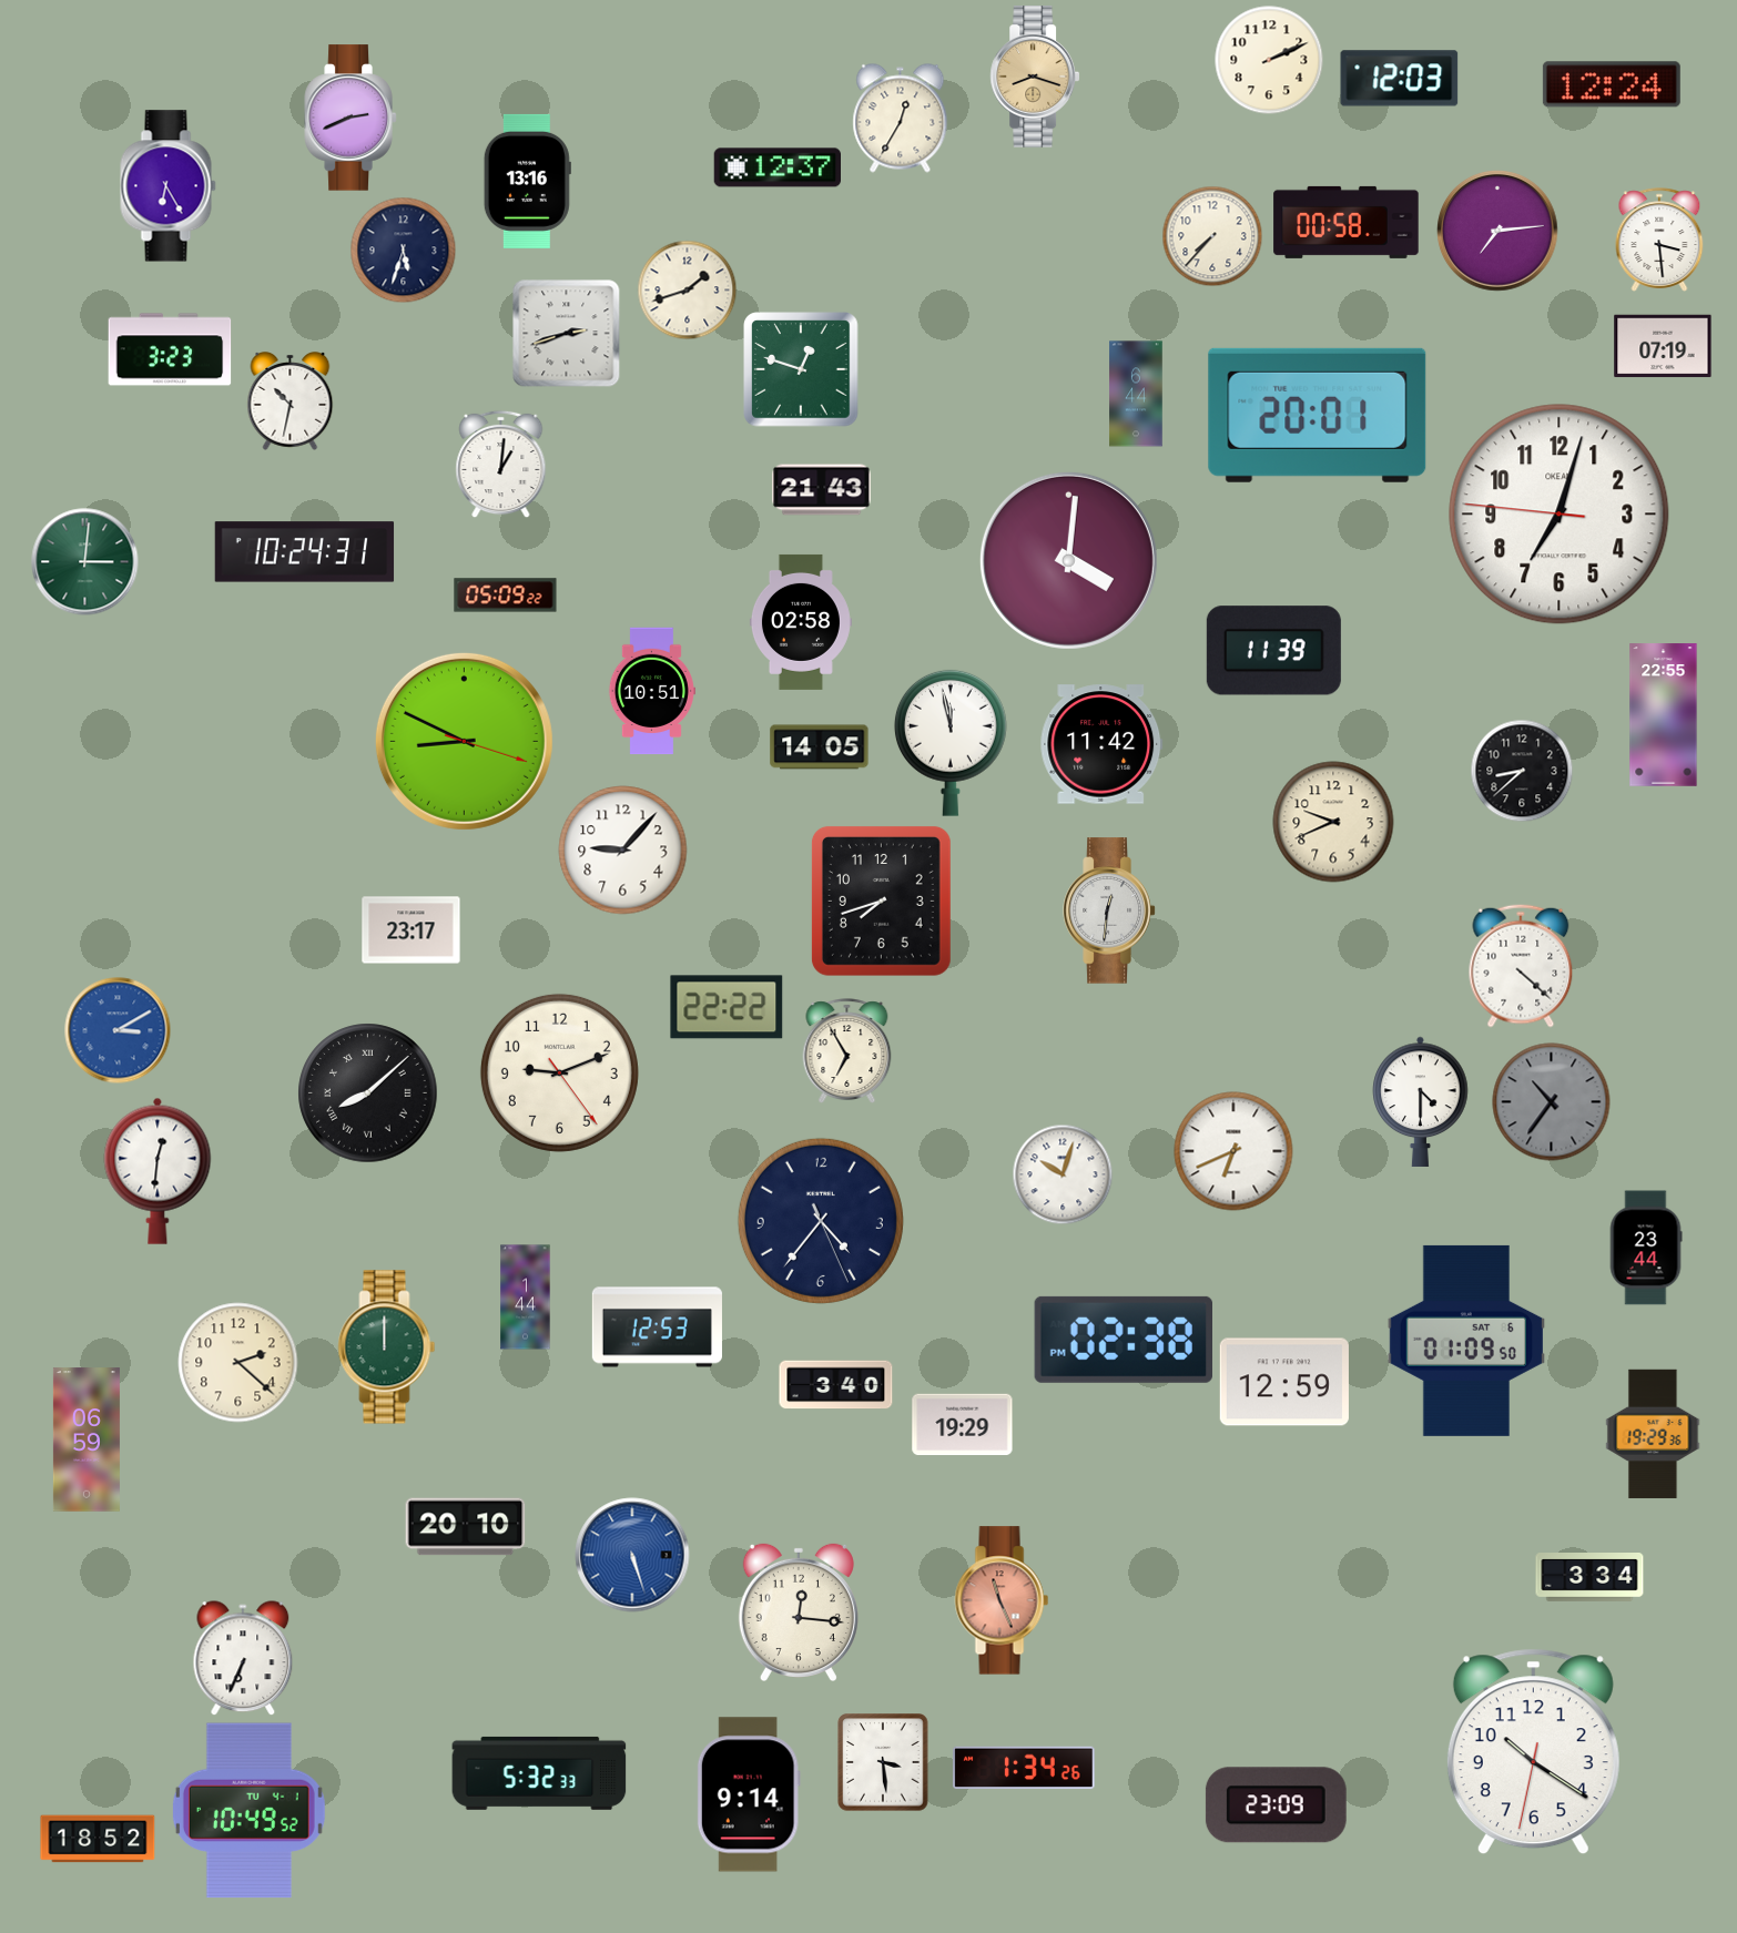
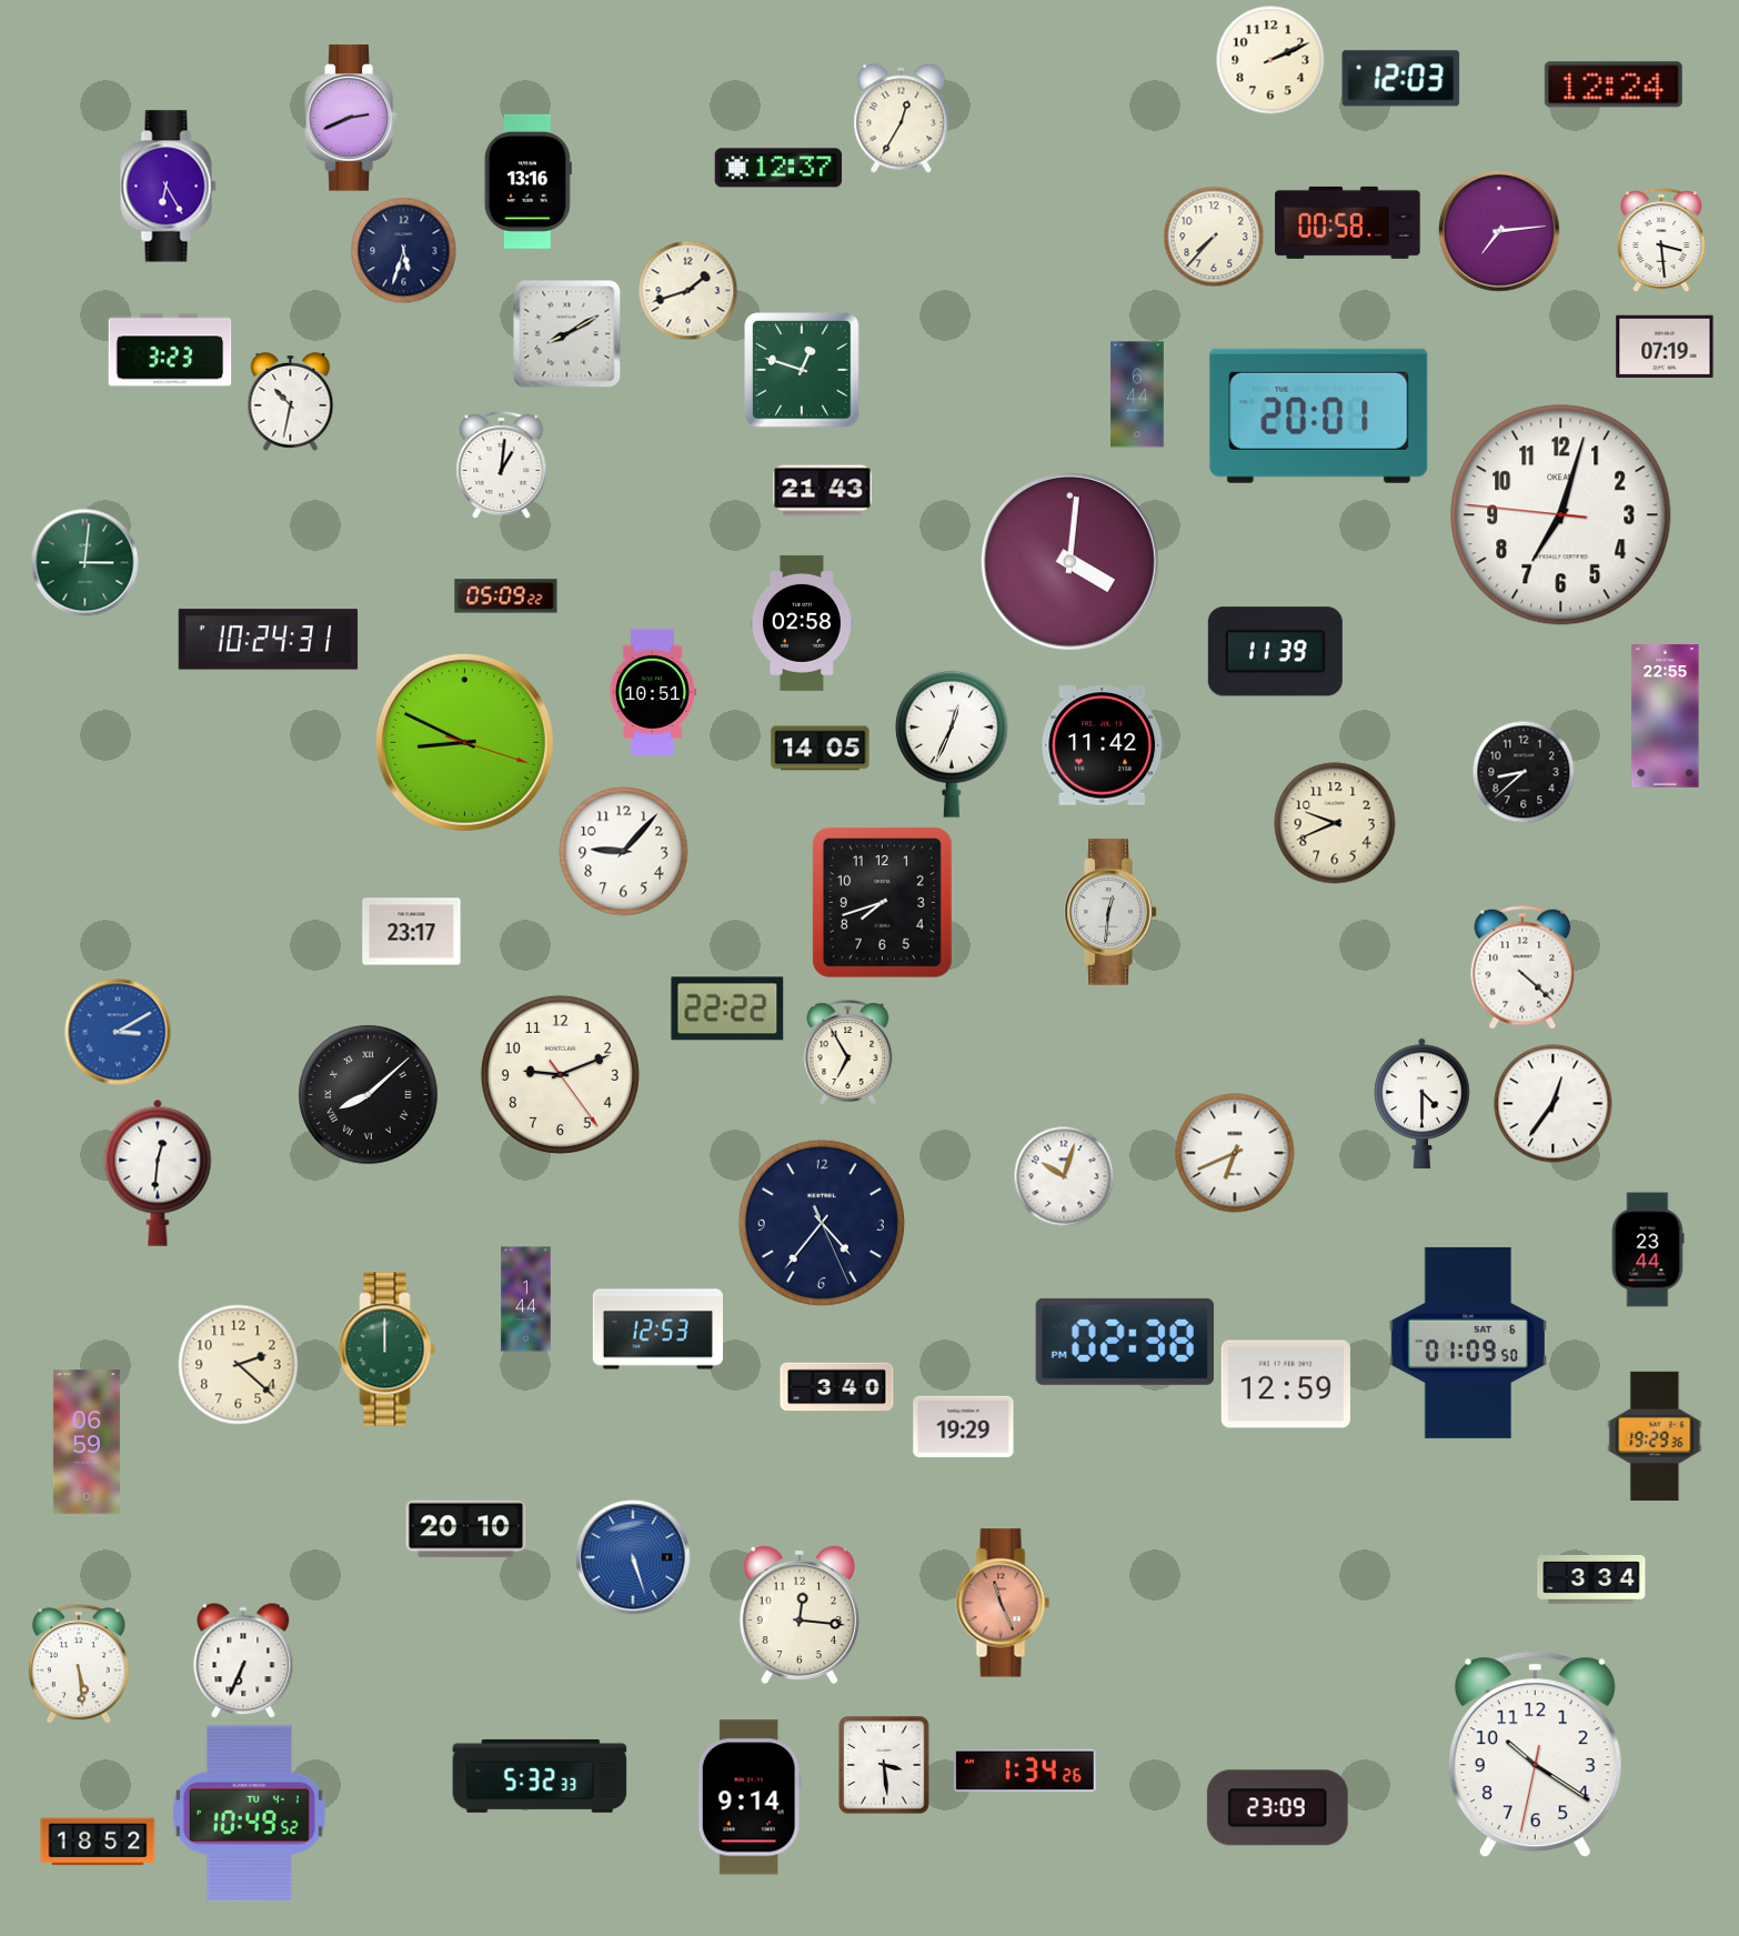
clock at (1035, 77): 8:18 -> none
clock at (567, 334): 2:42 -> 8:10
clock at (305, 552) position: (305, 552) -> (269, 640)
clock at (951, 743): 11:58 -> 12:34
clock at (1552, 1102): 10:36 -> 12:36
clock at (1552, 1102) dial: grey -> white
clock at (79, 1664): none -> 5:29
